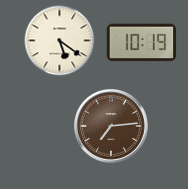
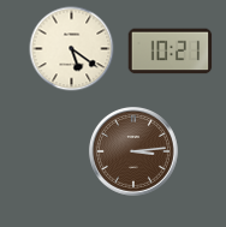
clock at (142, 43): 10:19 -> 10:21
clock at (111, 126): 7:14 -> 3:14
